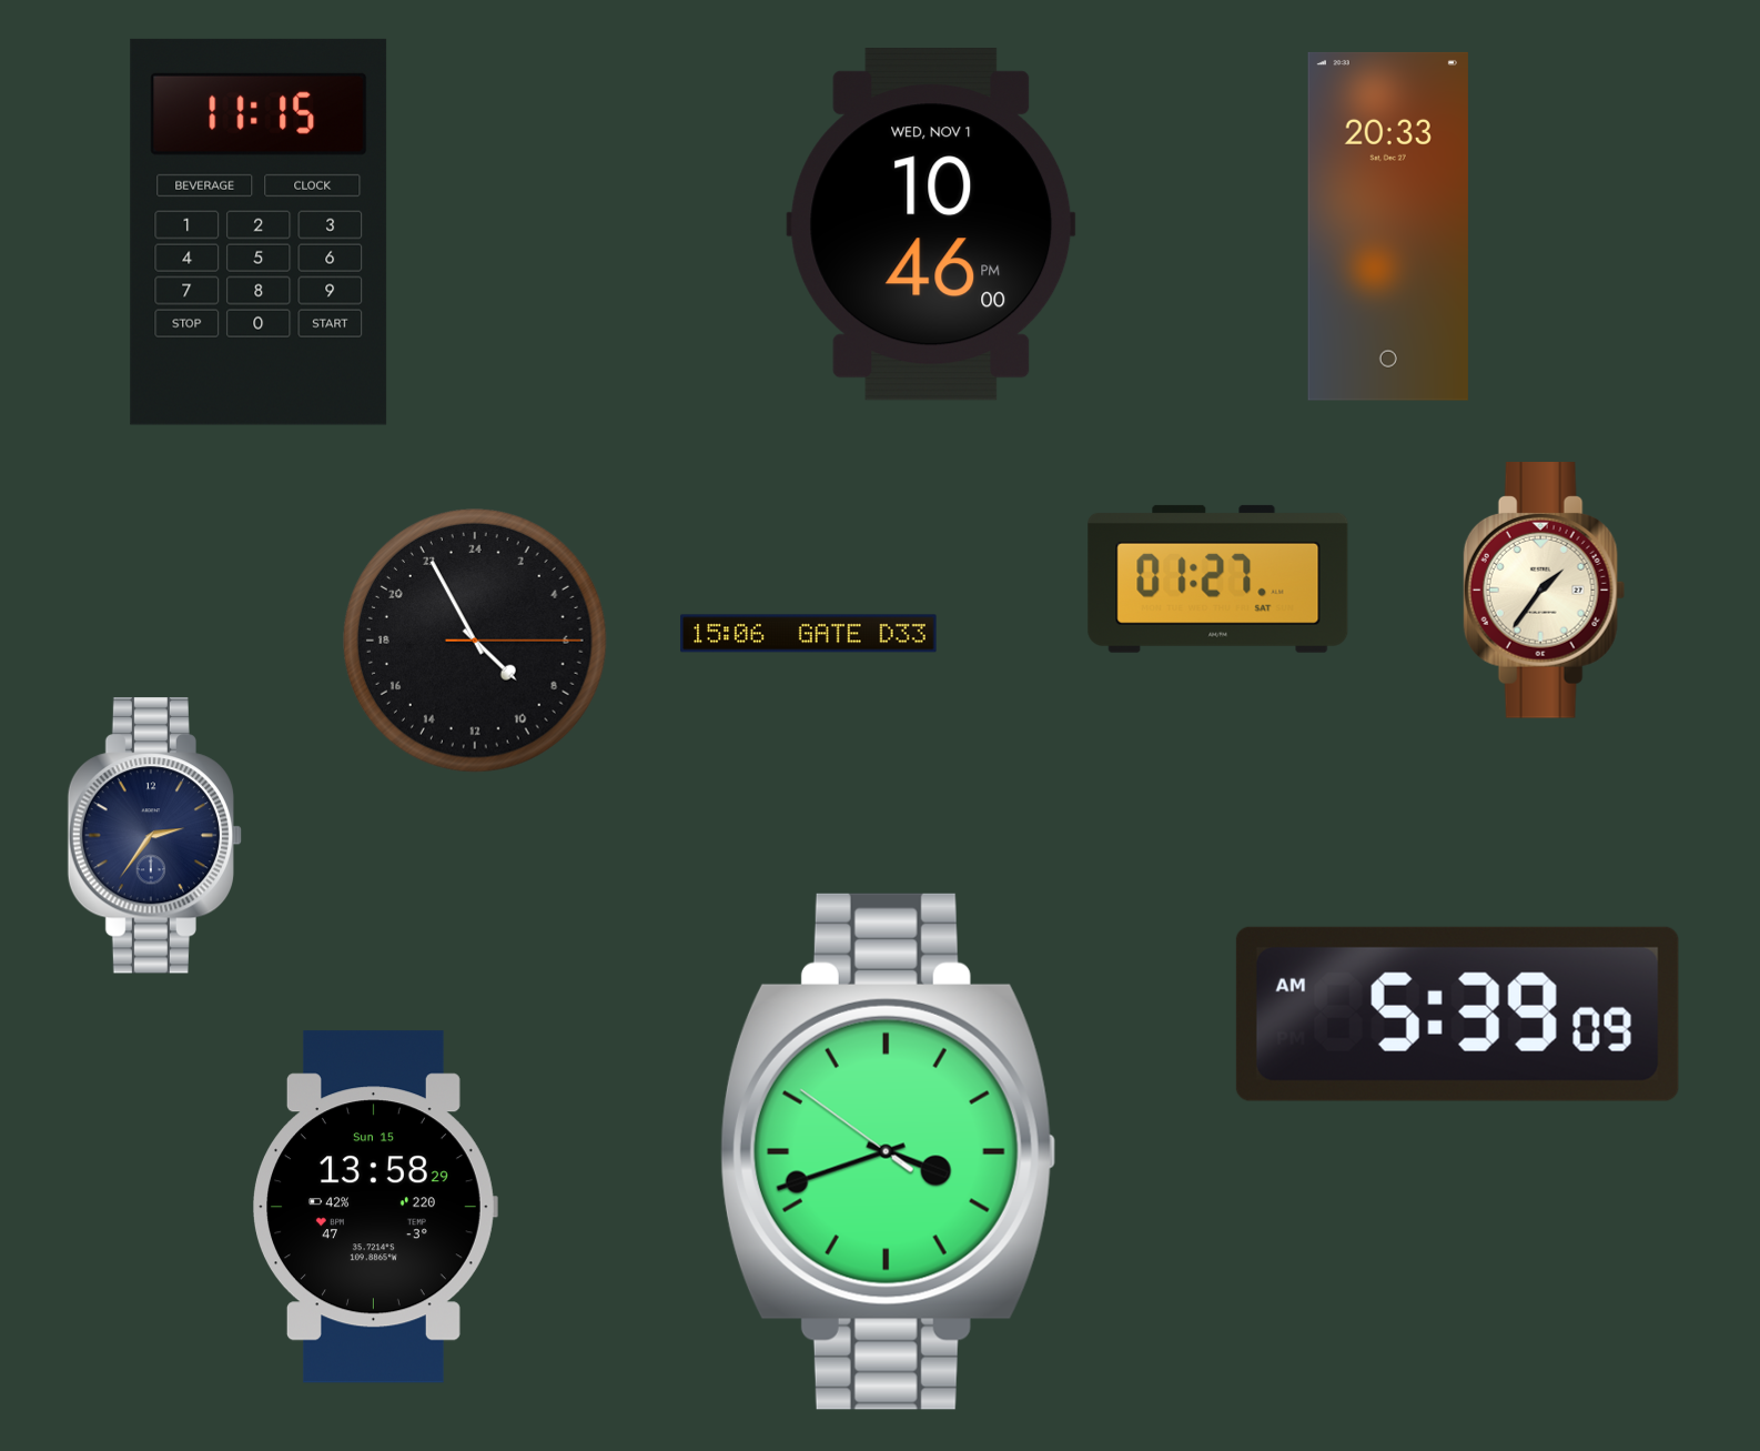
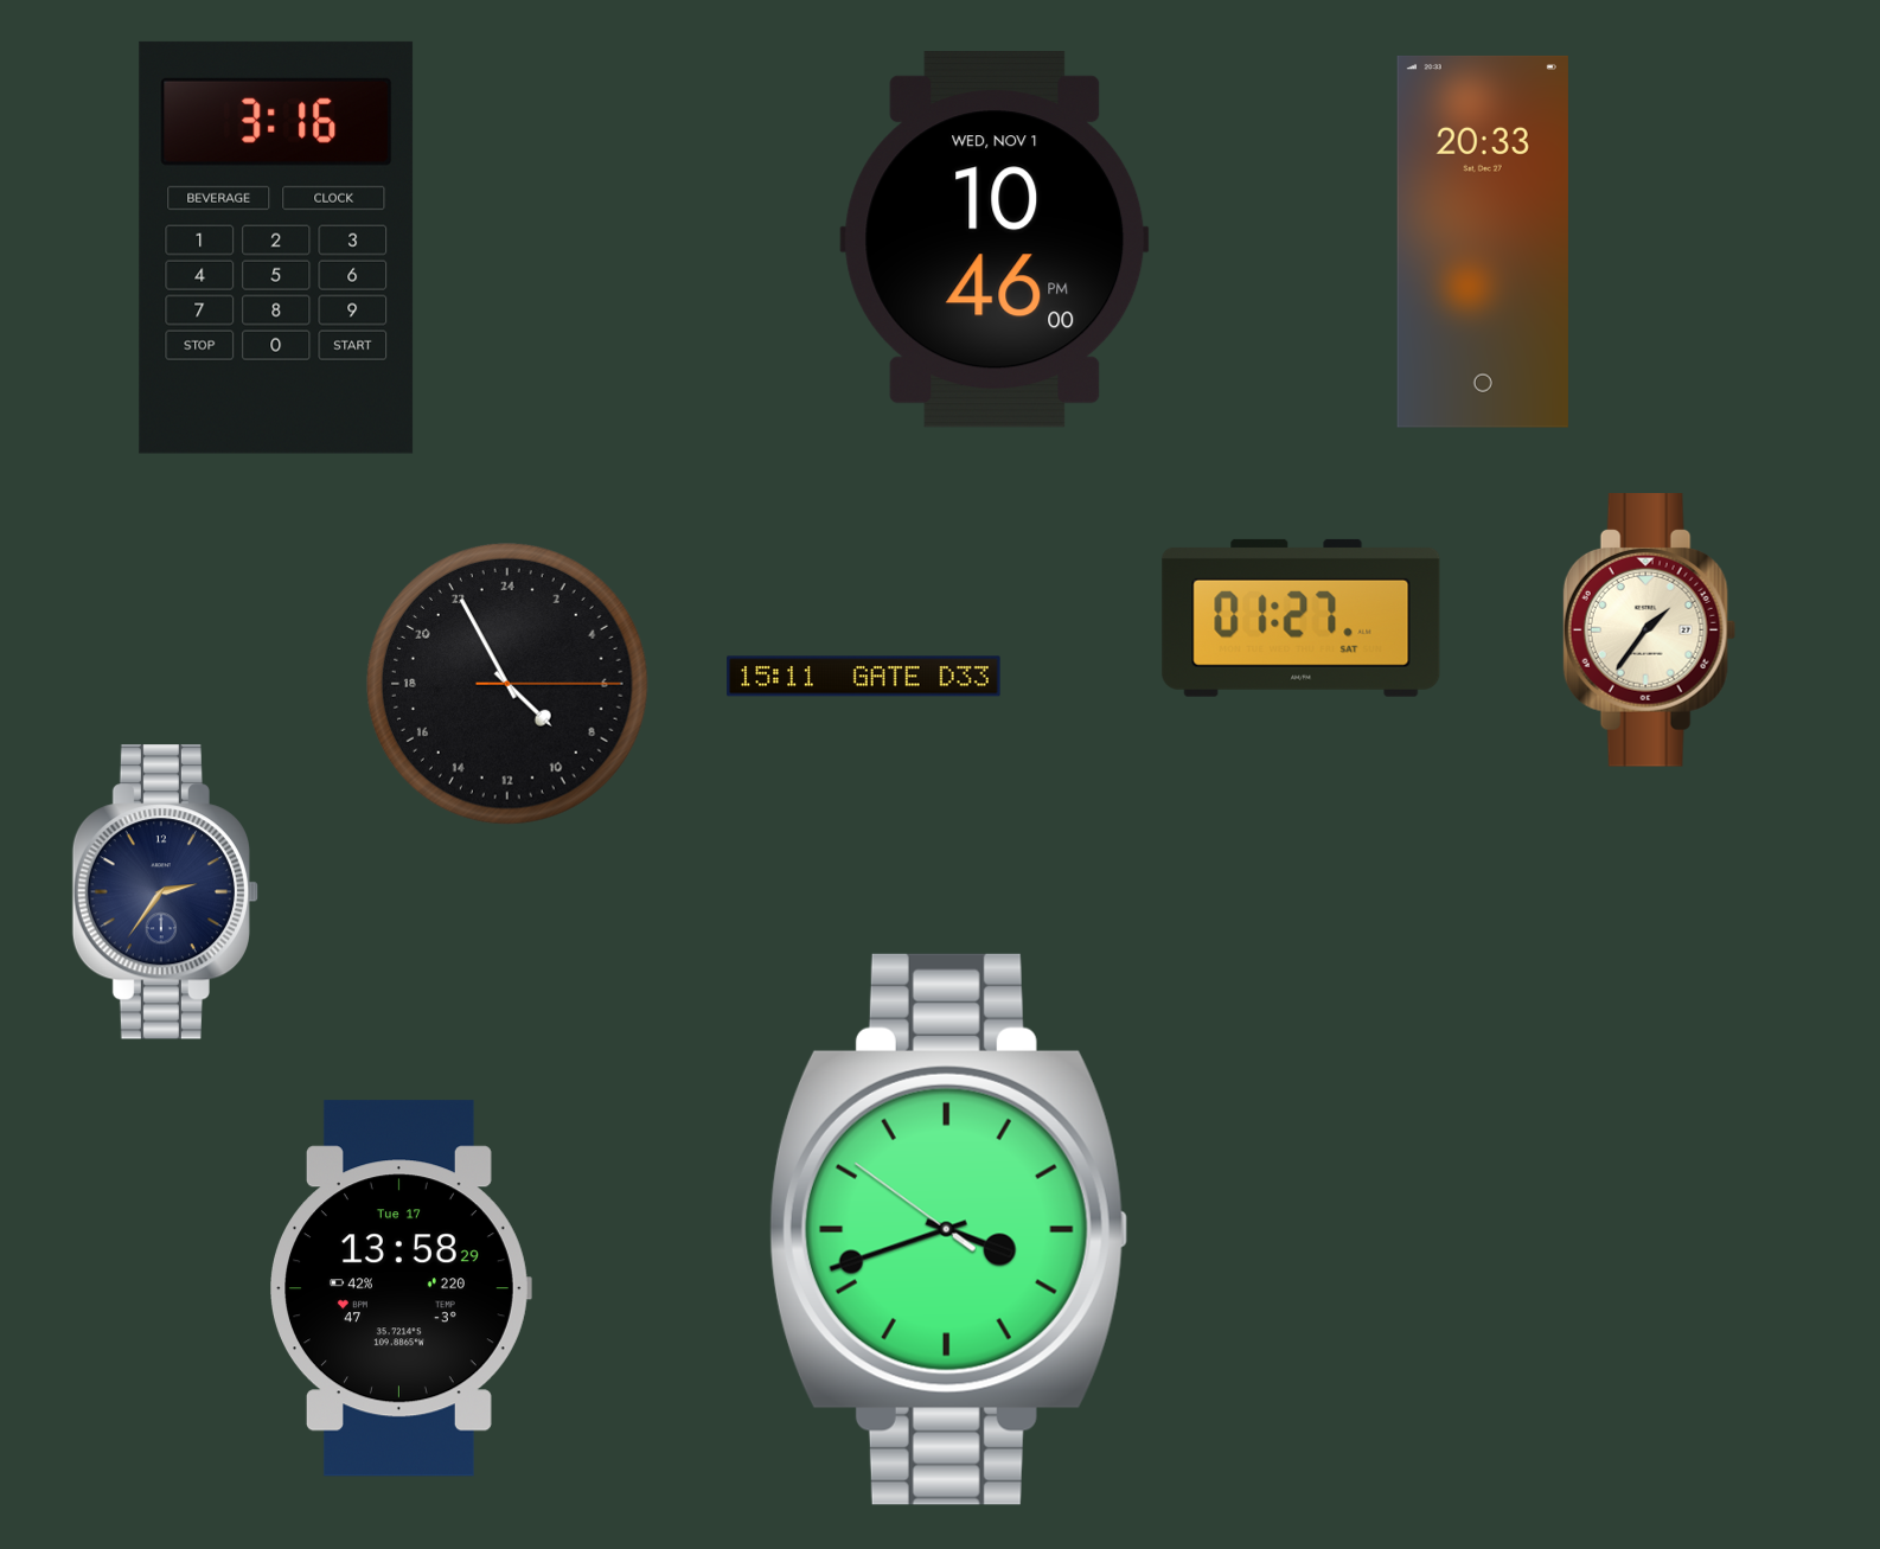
clock at (259, 232): 11:15 -> 3:16
clock at (809, 634): 15:06 -> 15:11
clock at (1457, 1014): 5:39 -> none
clock at (375, 1207) date: Sun 15 -> Tue 17
